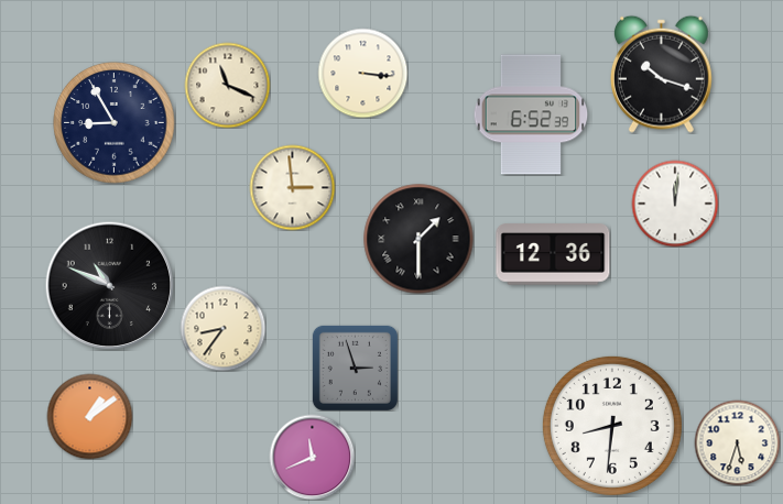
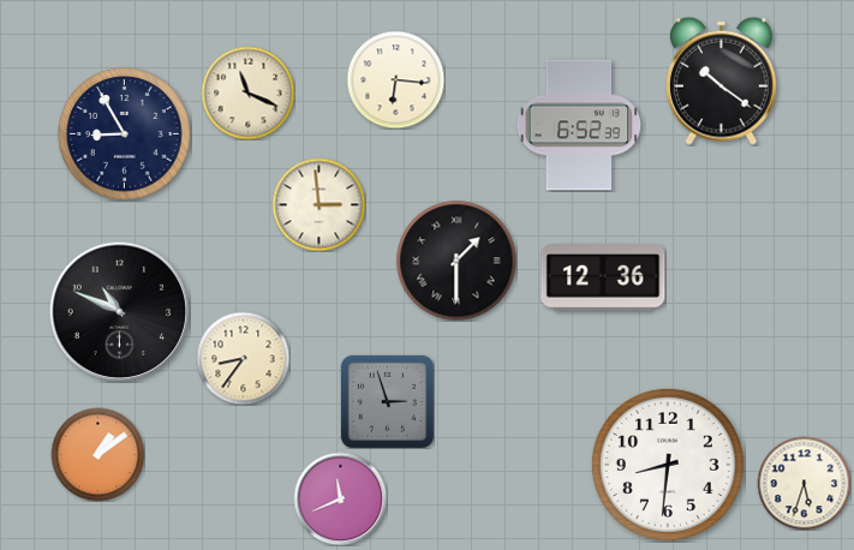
clock at (362, 73): 3:16 -> 6:16
clock at (661, 74): 10:18 -> 10:21
clock at (675, 204): 12:01 -> none
